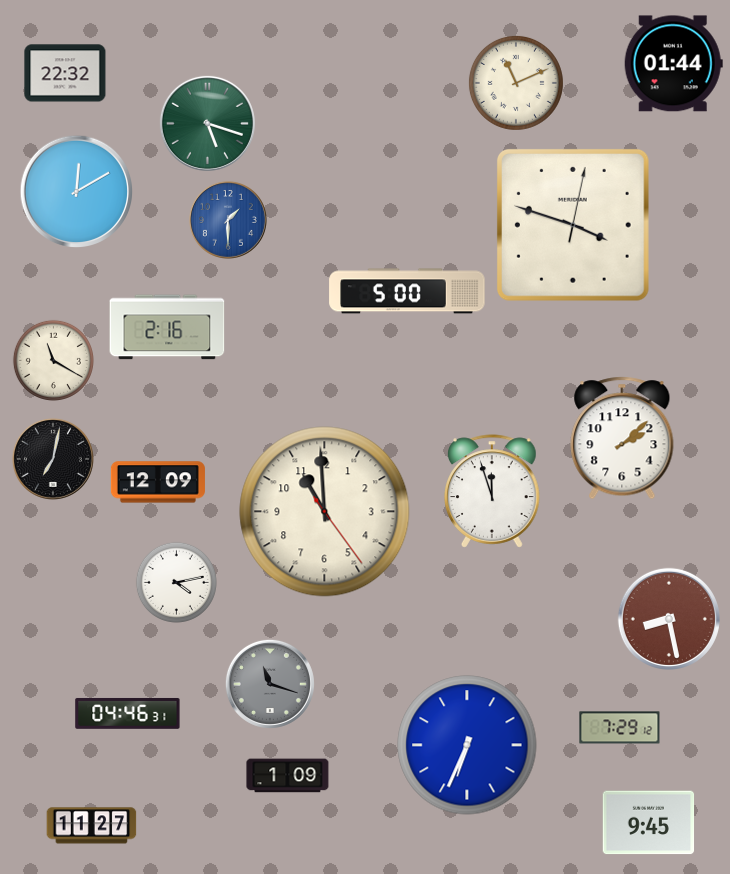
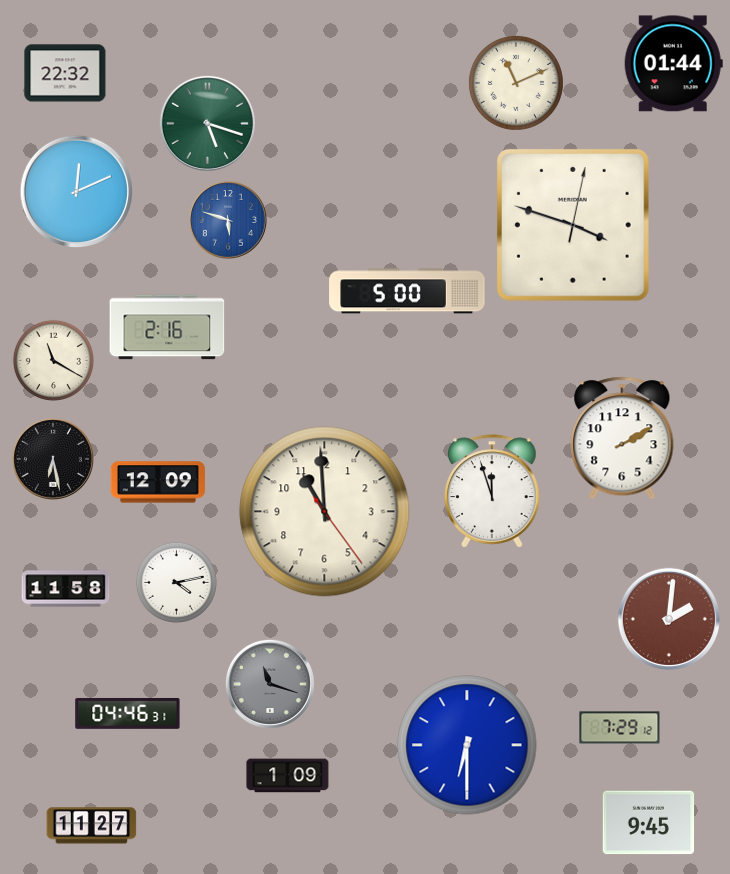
clock at (76, 191): 12:10 -> 12:11
clock at (228, 220): 1:30 -> 5:48
clock at (622, 438): 2:08 -> 2:10
clock at (53, 459): 7:02 -> 6:28
clock at (66, 589): none -> 11:58
clock at (669, 619): 8:28 -> 2:01
clock at (467, 745): 6:34 -> 6:30
